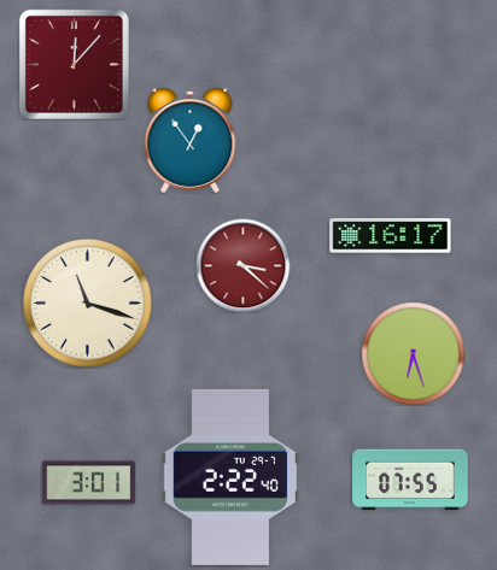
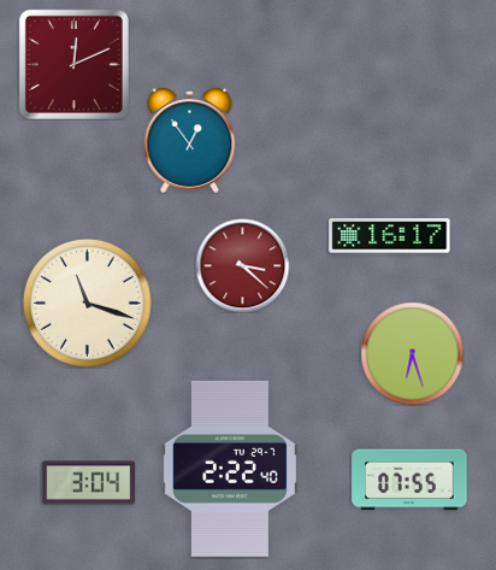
clock at (74, 64): 12:07 -> 12:11
clock at (230, 477) position: (230, 477) -> (230, 469)
clock at (88, 483): 3:01 -> 3:04
